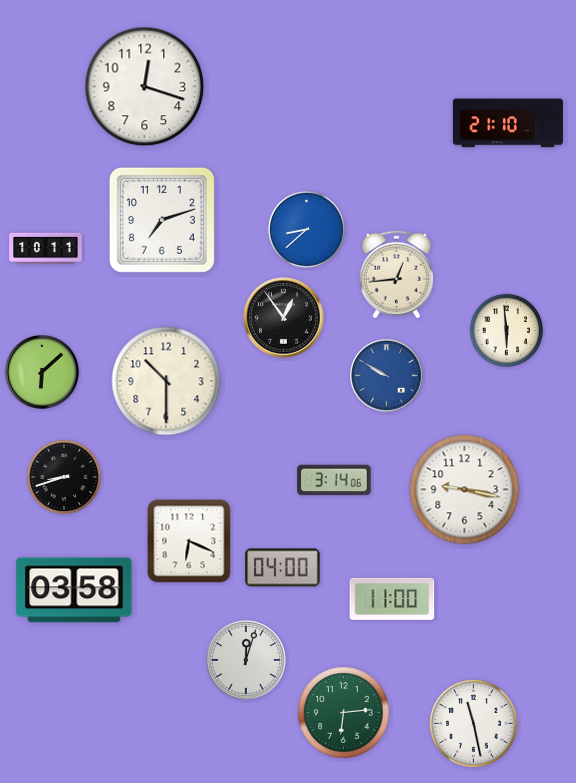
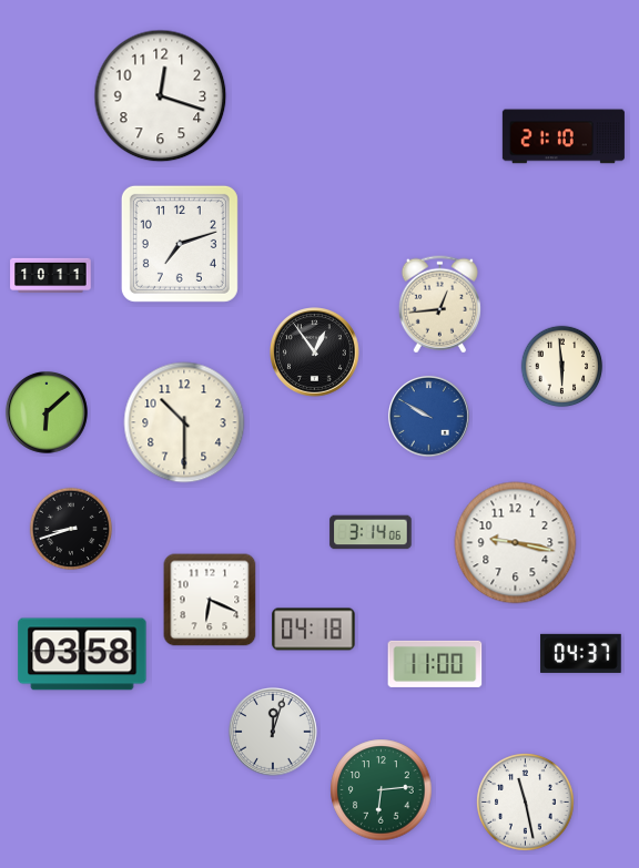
clock at (306, 229): 8:38 -> none
clock at (283, 568): 04:00 -> 04:18
clock at (581, 653): none -> 04:37
